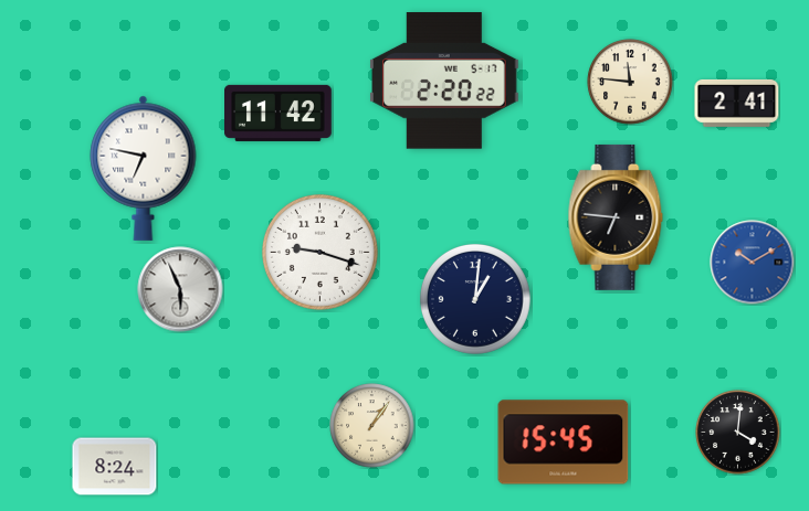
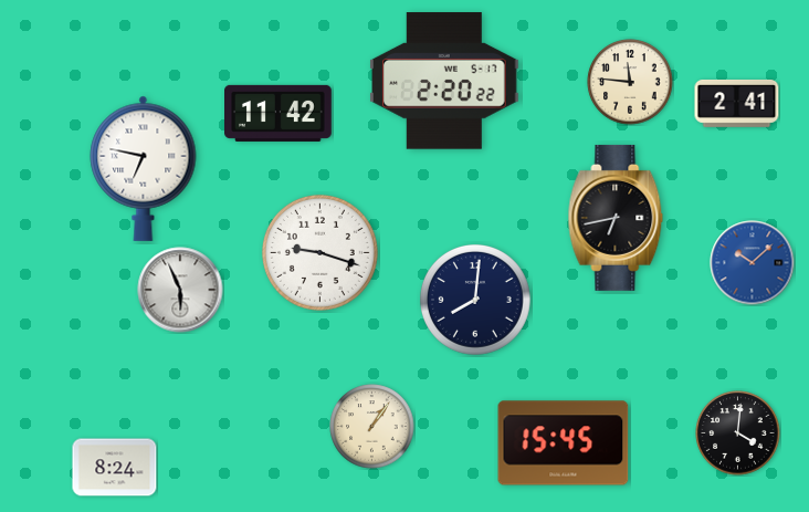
clock at (616, 217): 6:46 -> 6:43
clock at (753, 263): 10:10 -> 10:08
clock at (475, 299): 1:01 -> 8:01
